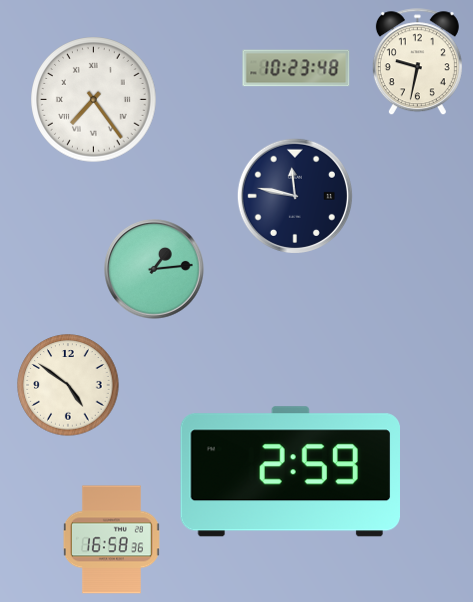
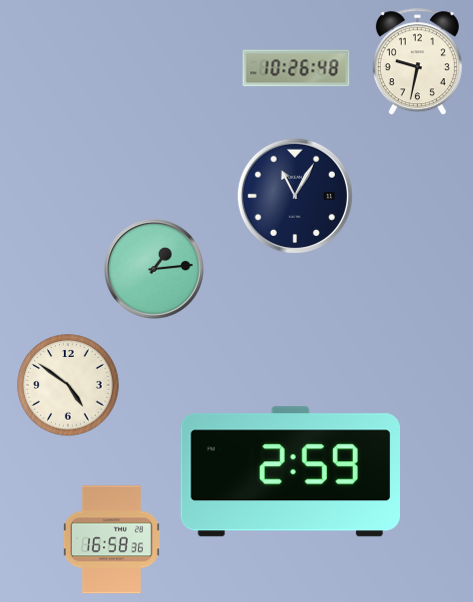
clock at (296, 68): 10:23 -> 10:26
clock at (94, 100): 7:24 -> none
clock at (295, 196): 11:47 -> 11:05
